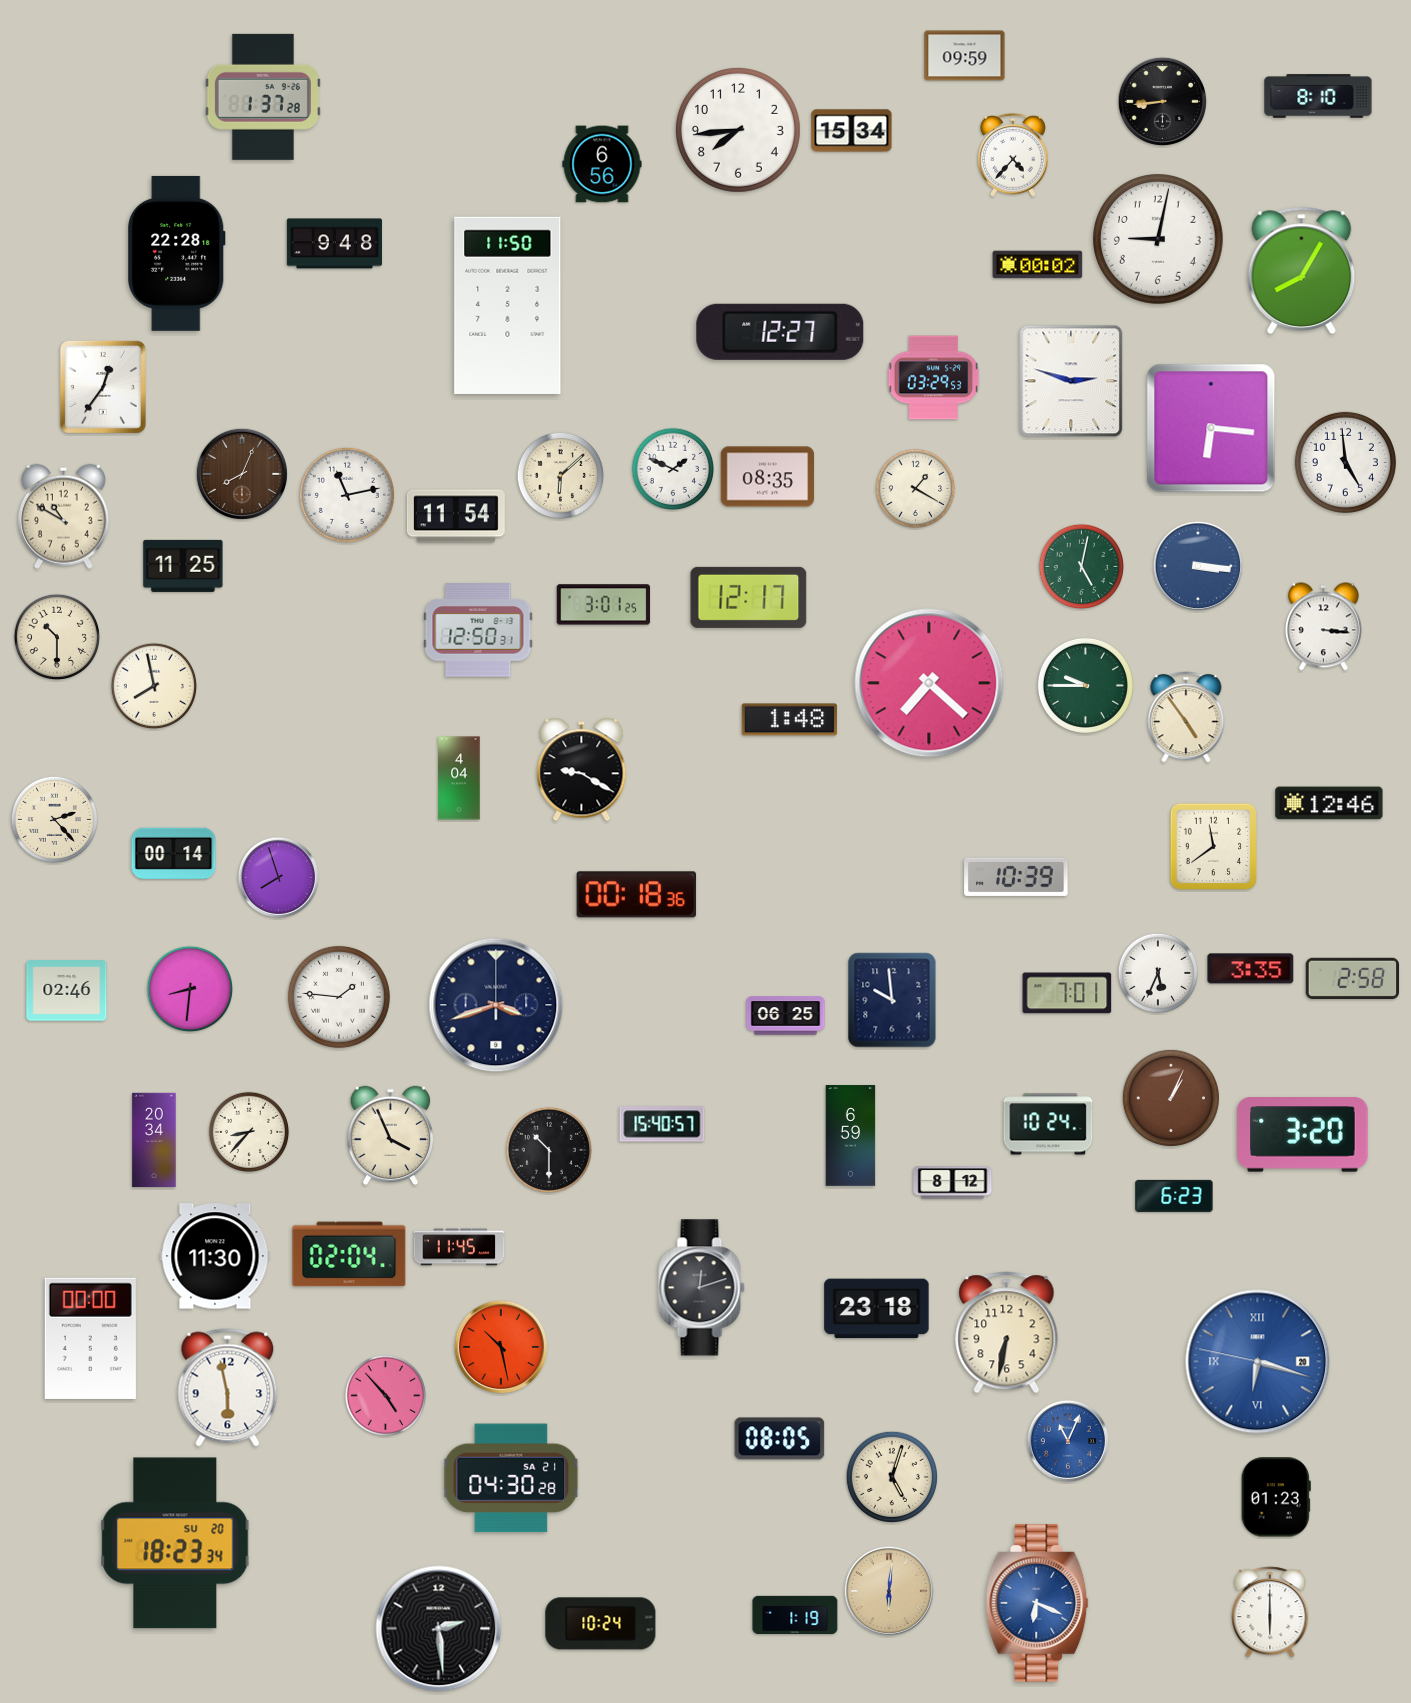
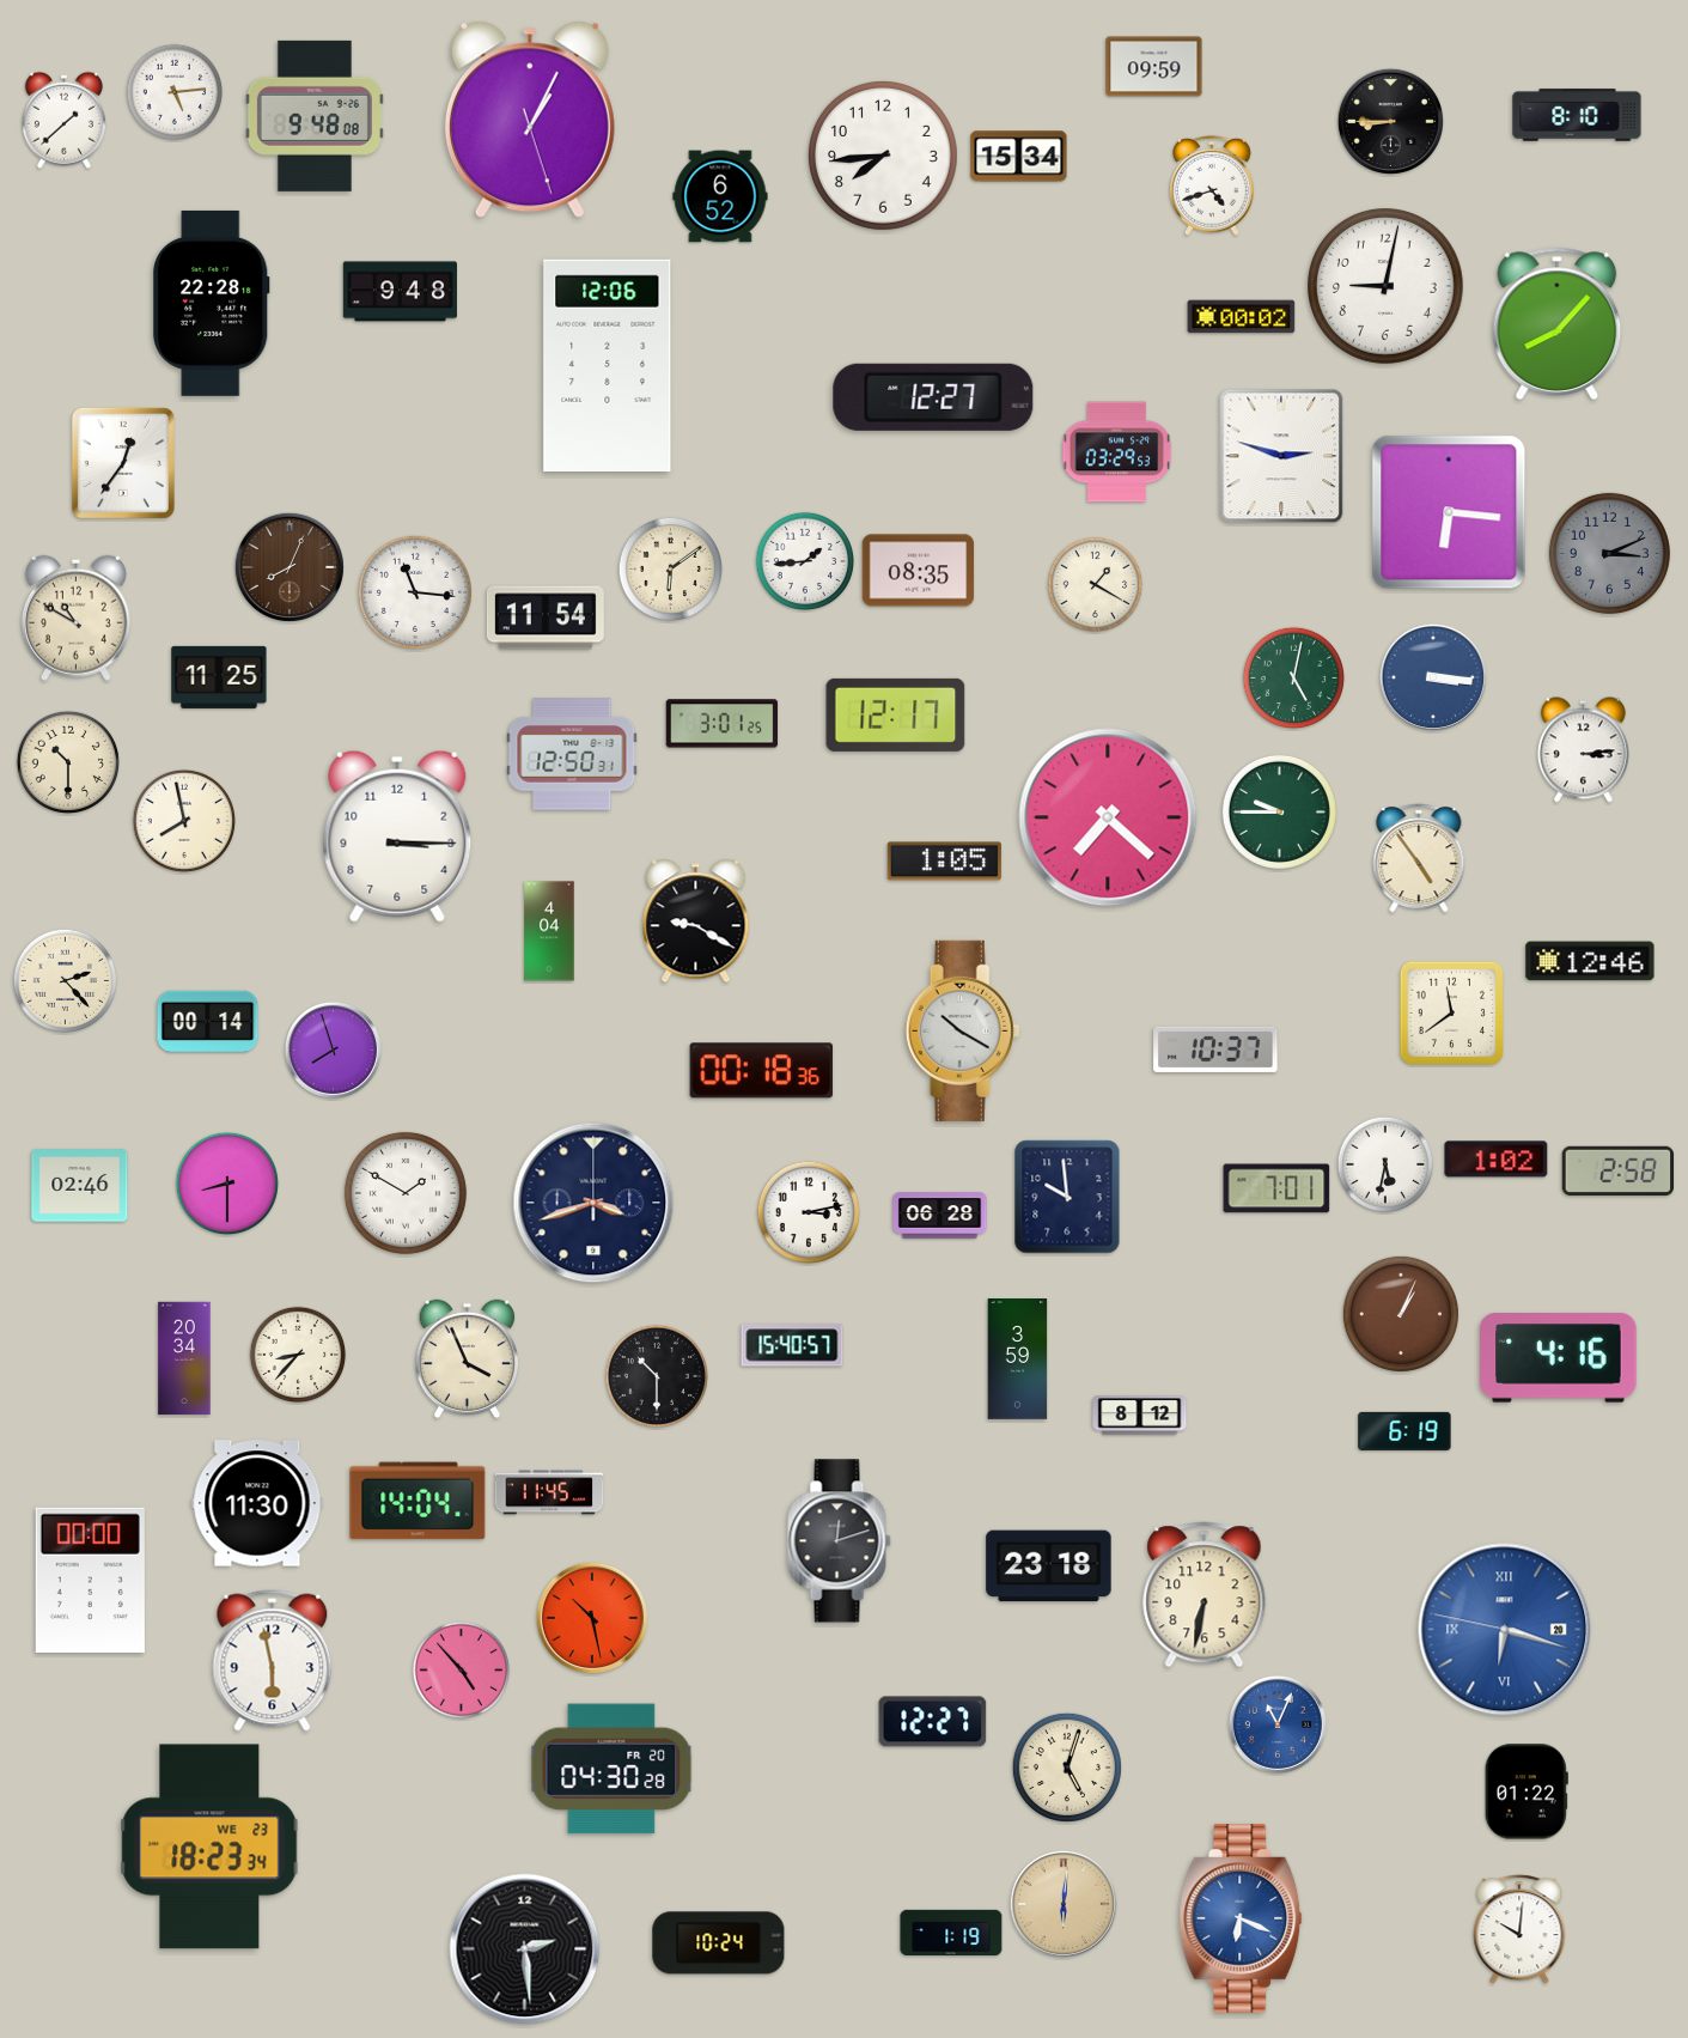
clock at (175, 92): none -> 5:14
clock at (263, 97): 1:37 -> 9:48
clock at (63, 120): none -> 1:38
clock at (530, 120): none -> 1:04
clock at (1162, 101): 8:44 -> 8:45
clock at (1014, 155): 4:37 -> 4:42
clock at (602, 164): 6:56 -> 6:52
clock at (1302, 270): 8:05 -> 8:07
clock at (508, 305): 11:50 -> 12:06
clock at (1345, 462): 4:59 -> 3:11
clock at (1345, 462) dial: white -> grey
clock at (673, 469): 1:49 -> 1:44
clock at (560, 475): 6:08 -> 6:09
clock at (347, 495): 11:13 -> 11:16
clock at (1323, 627): 3:16 -> 3:14
clock at (929, 683) position: (929, 683) -> (1108, 817)
clock at (1085, 685) position: (1085, 685) -> (1279, 811)
clock at (397, 837): none -> 3:15
clock at (789, 720): 1:48 -> 1:05
clock at (963, 1030): none -> 10:20
clock at (1016, 877): 10:39 -> 10:37
clock at (1251, 969): 3:35 -> 1:02
clock at (1158, 973): 5:34 -> 5:32
clock at (189, 988): 8:31 -> 8:30
clock at (339, 997): 1:46 -> 1:50
clock at (808, 1211): none -> 3:13
clock at (786, 1016): 06:25 -> 06:28
clock at (1048, 1124): 10:24 -> none
clock at (1303, 1135): 3:20 -> 4:16
clock at (851, 1136): 6:59 -> 3:59
clock at (154, 1140) position: (154, 1140) -> (184, 1358)
clock at (1174, 1196): 6:23 -> 6:19
clock at (349, 1254): 02:04 -> 14:04
clock at (90, 1338) position: (90, 1338) -> (90, 1580)
clock at (501, 1347) position: (501, 1347) -> (592, 1618)
clock at (780, 1439): 08:05 -> 12:27
clock at (511, 1478) date: SA 21 -> FR 20
clock at (1276, 1497): 01:23 -> 01:22
clock at (175, 1543) date: SU 20 -> WE 23
clock at (1270, 1612): 6:00 -> 10:01
